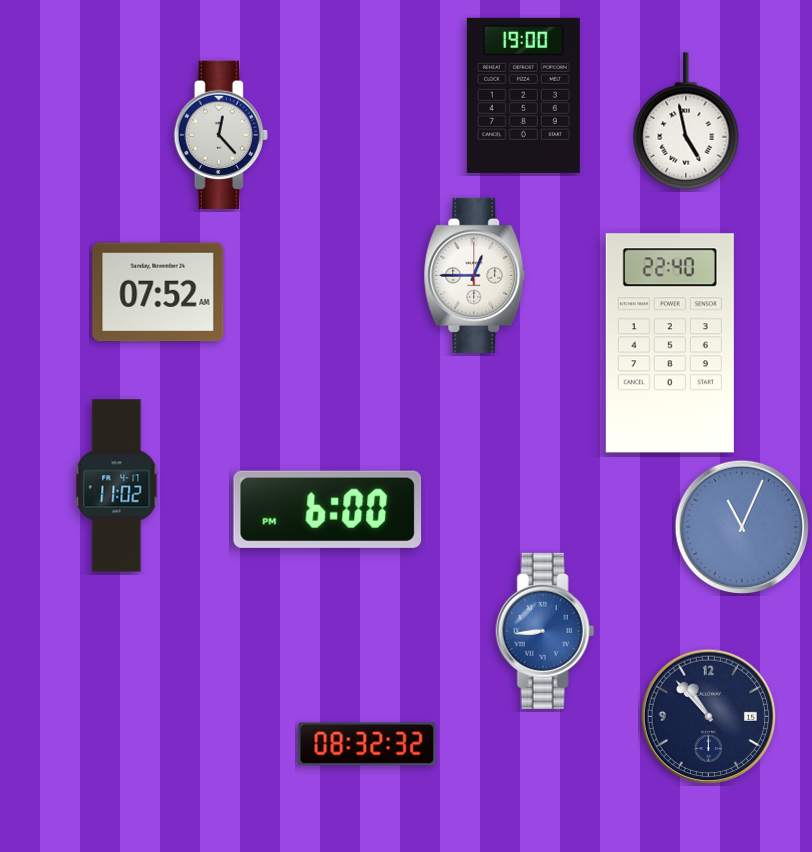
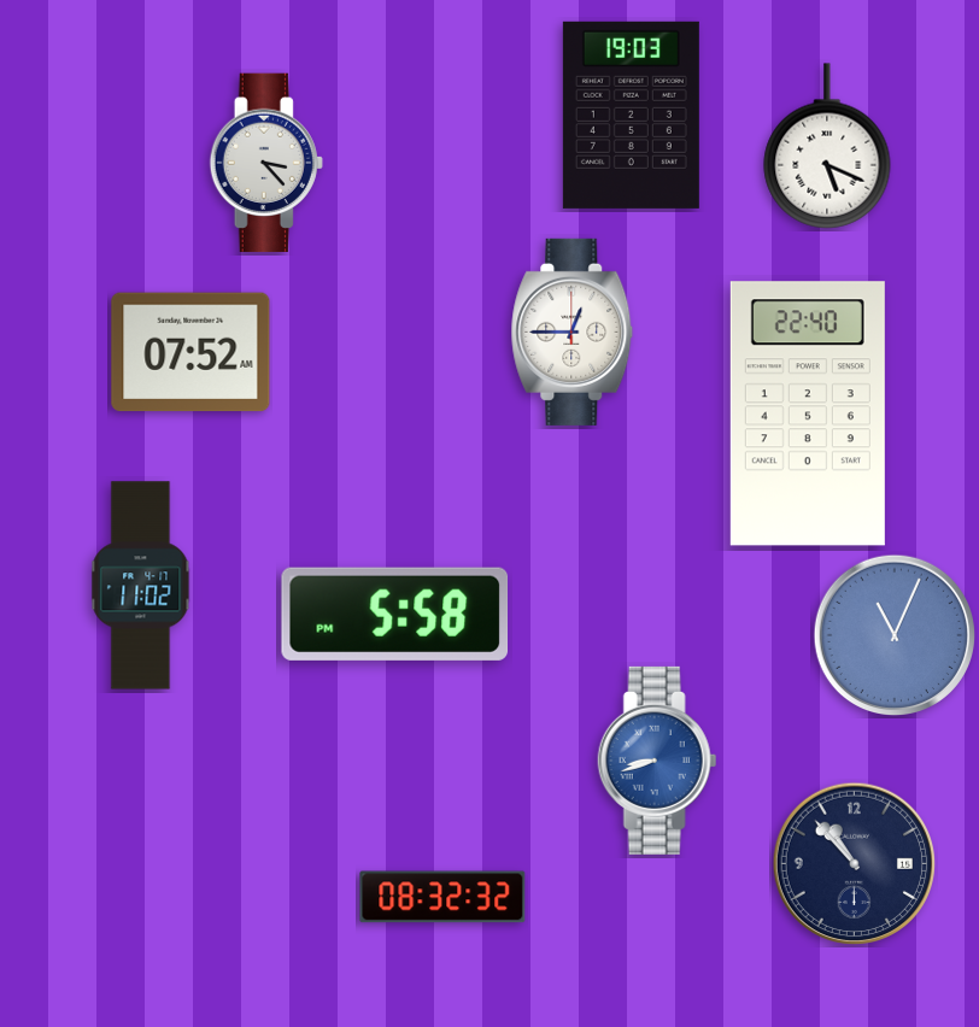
clock at (523, 95): 19:00 -> 19:03
clock at (686, 121): 4:58 -> 5:19
clock at (221, 135): 12:23 -> 3:23
clock at (328, 509): 6:00 -> 5:58
clock at (545, 631): 8:44 -> 8:42
